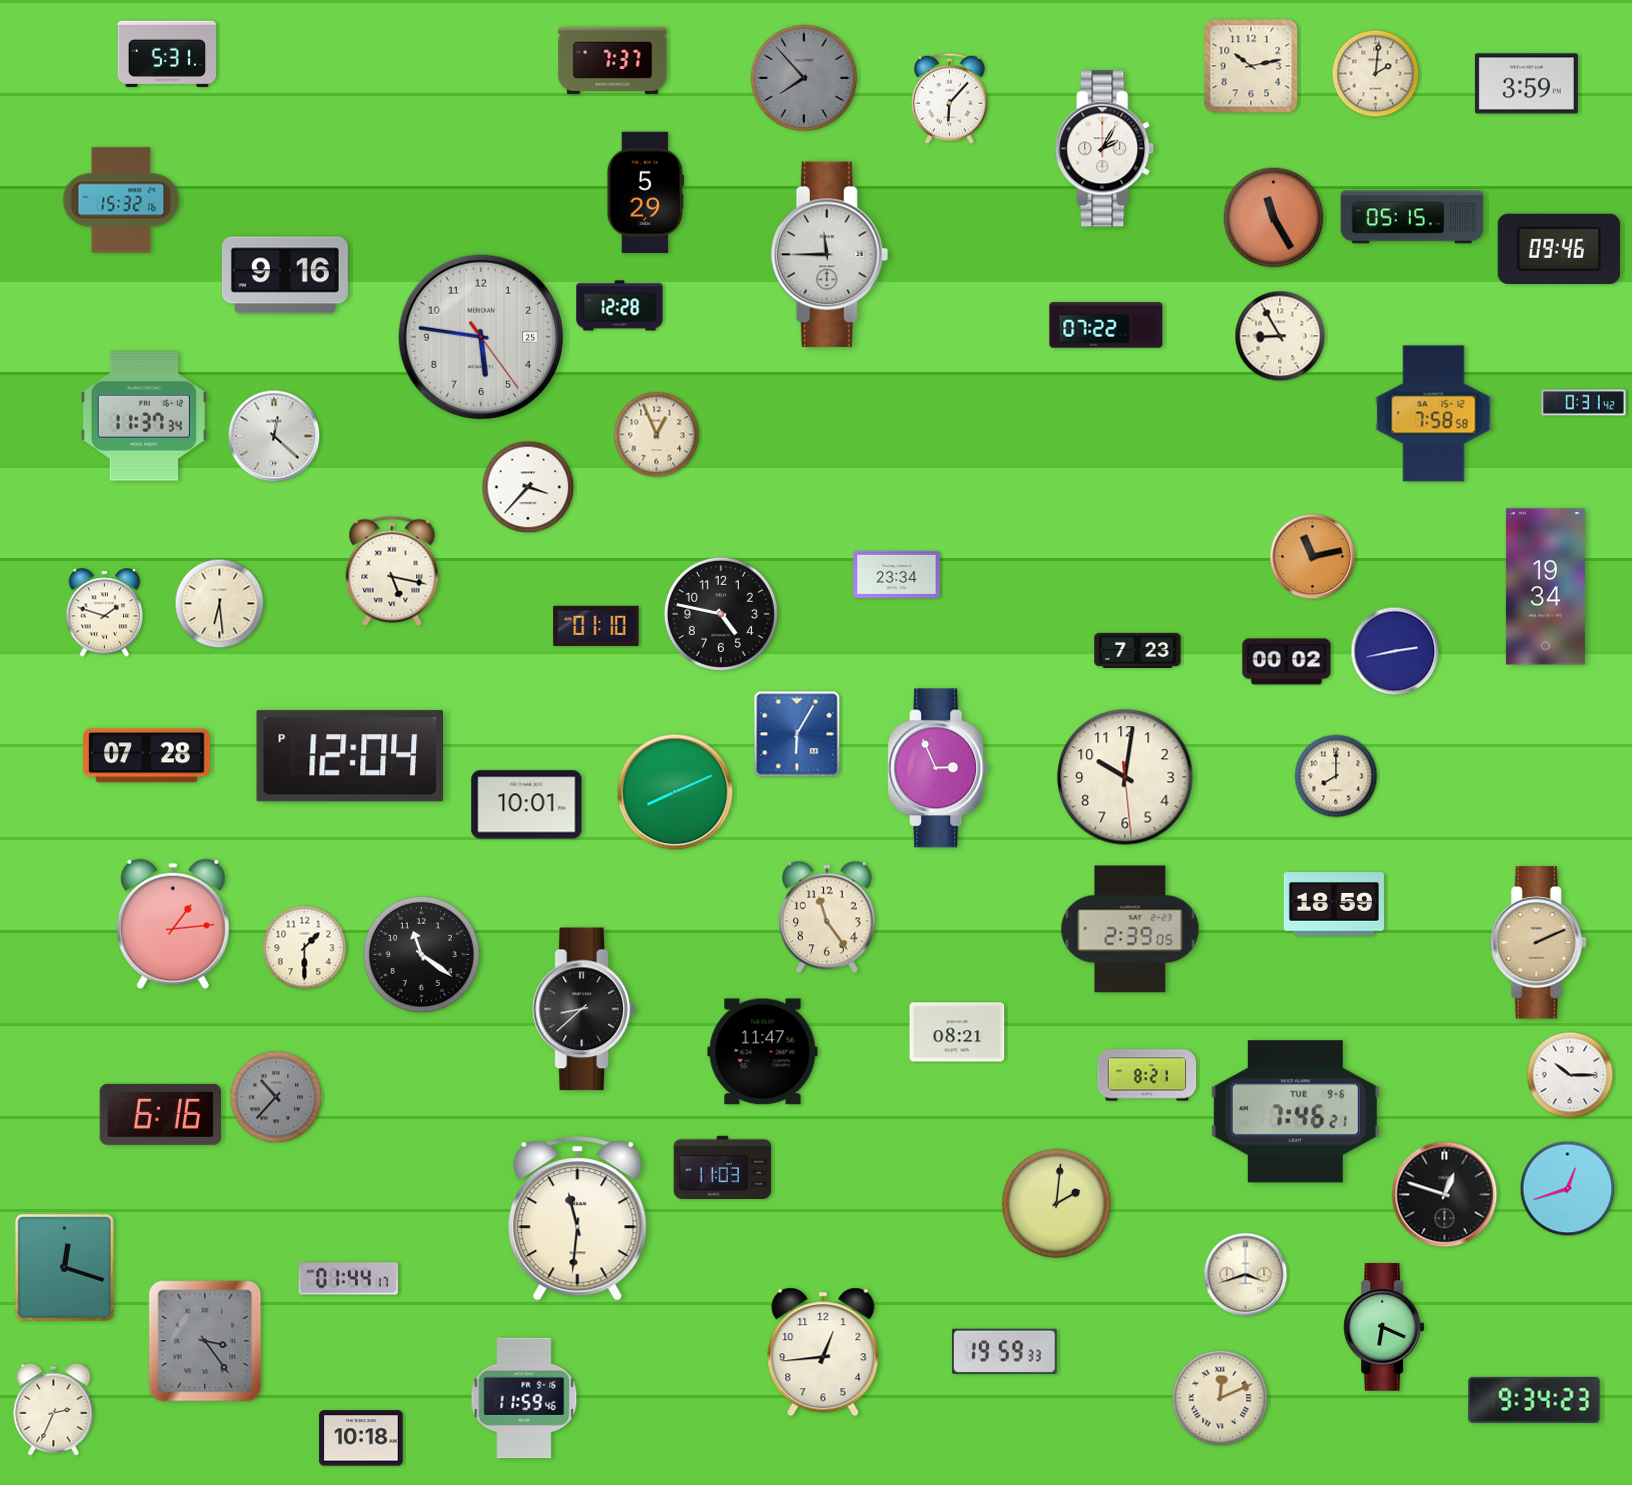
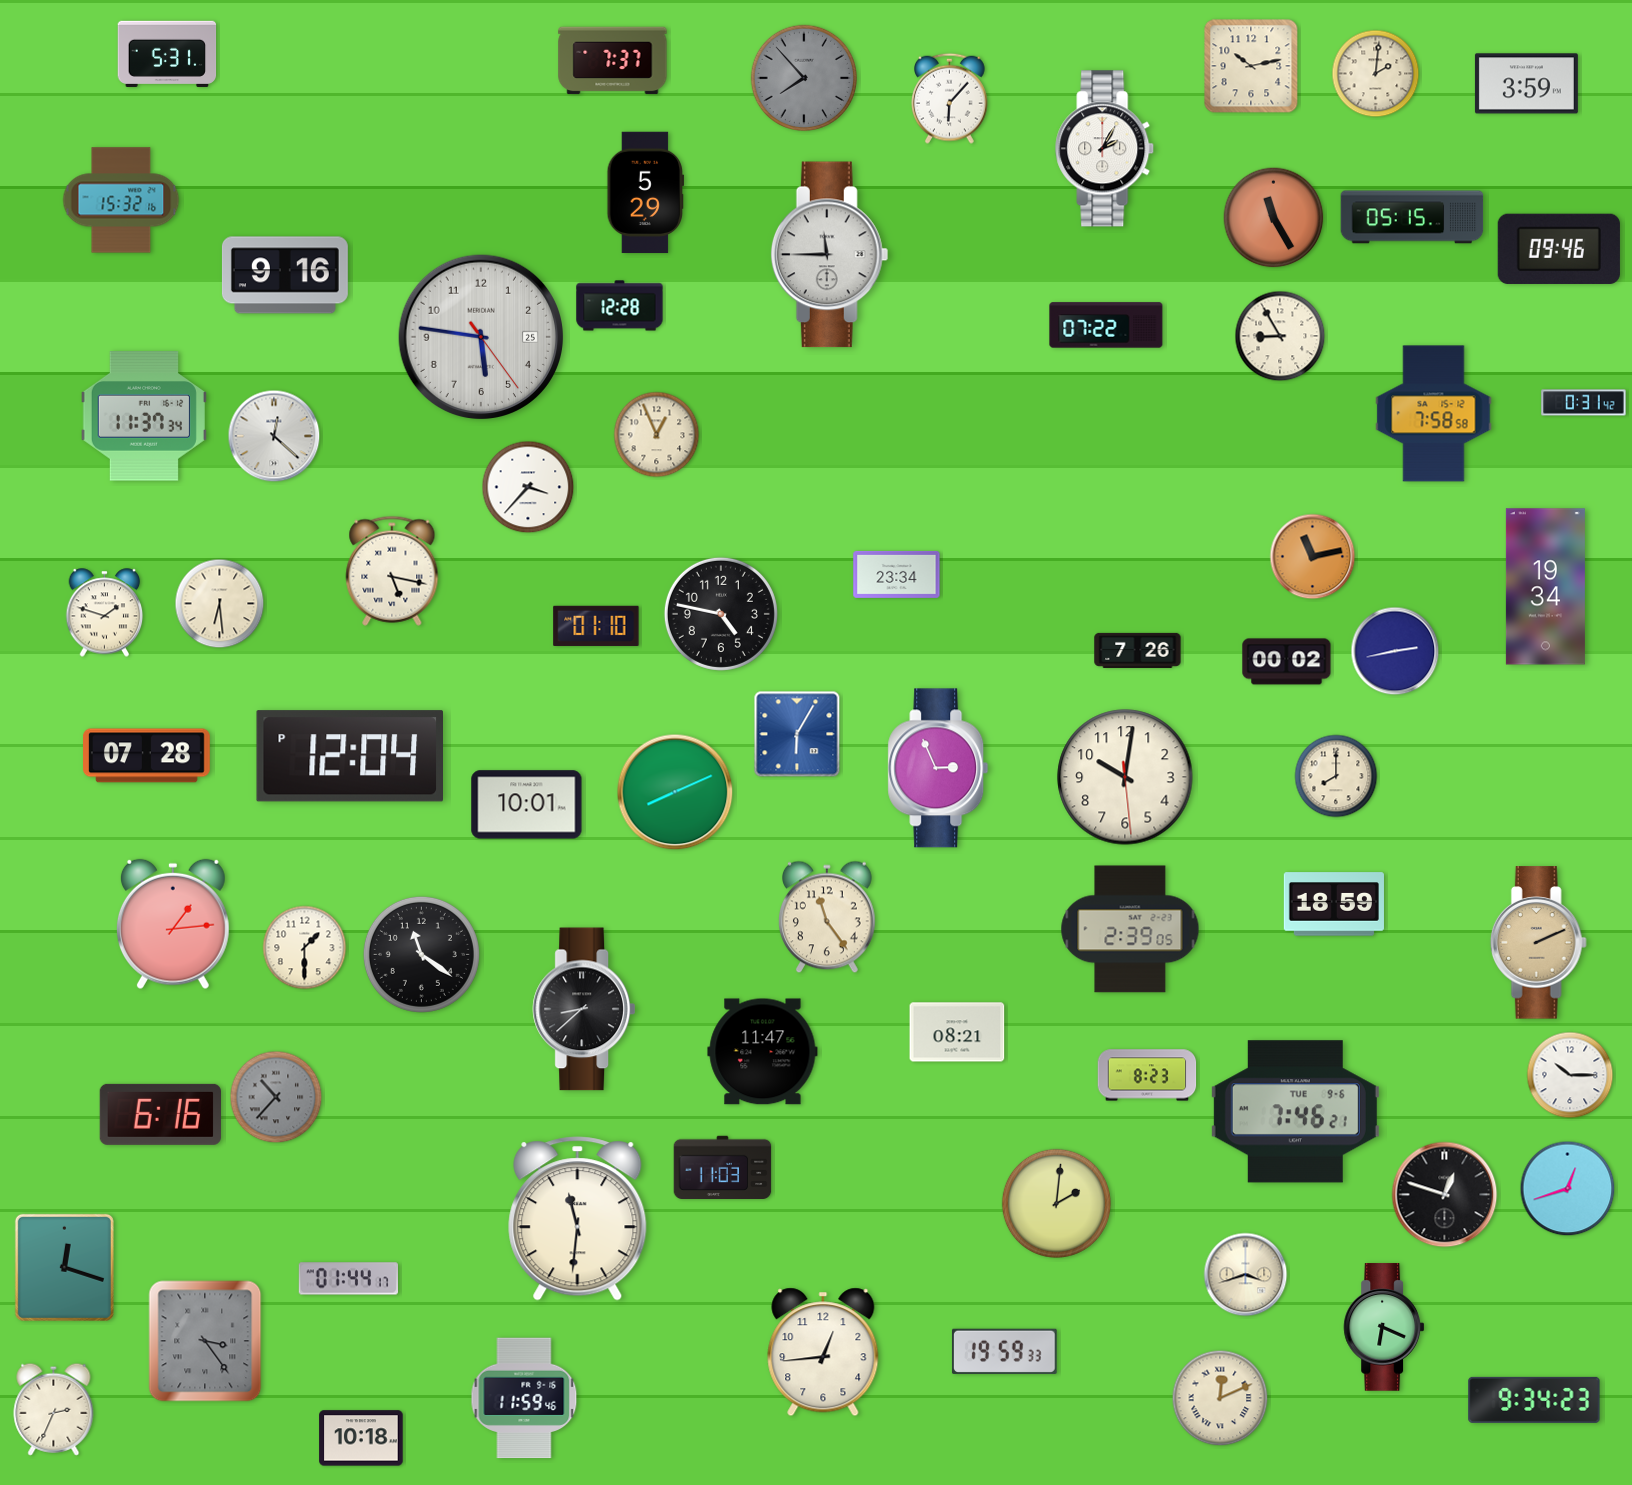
clock at (1138, 650): 7:23 -> 7:26
clock at (1147, 1075): 8:21 -> 8:23
